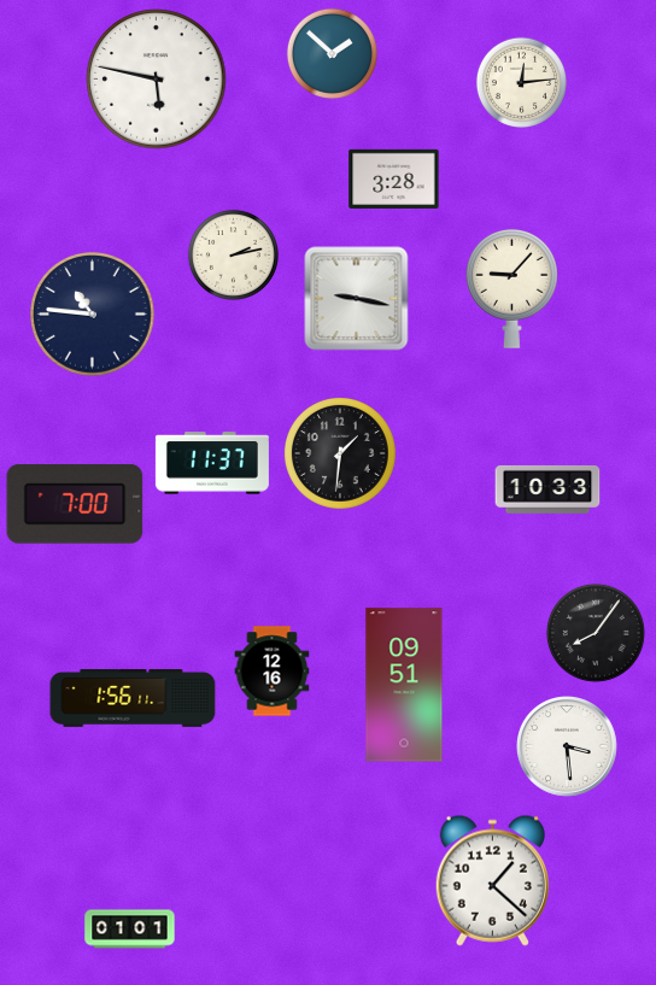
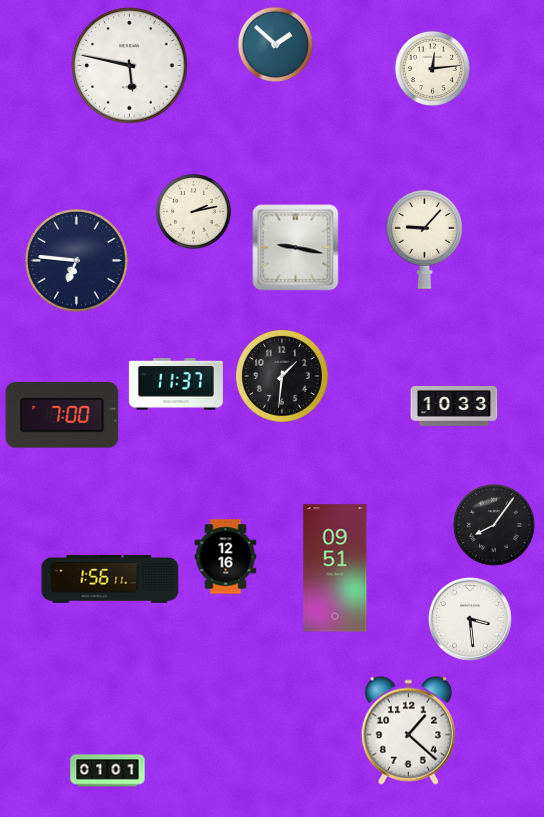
clock at (394, 178): 3:28 -> none
clock at (93, 315): 10:46 -> 6:46
clock at (75, 504) position: (75, 504) -> (62, 415)
